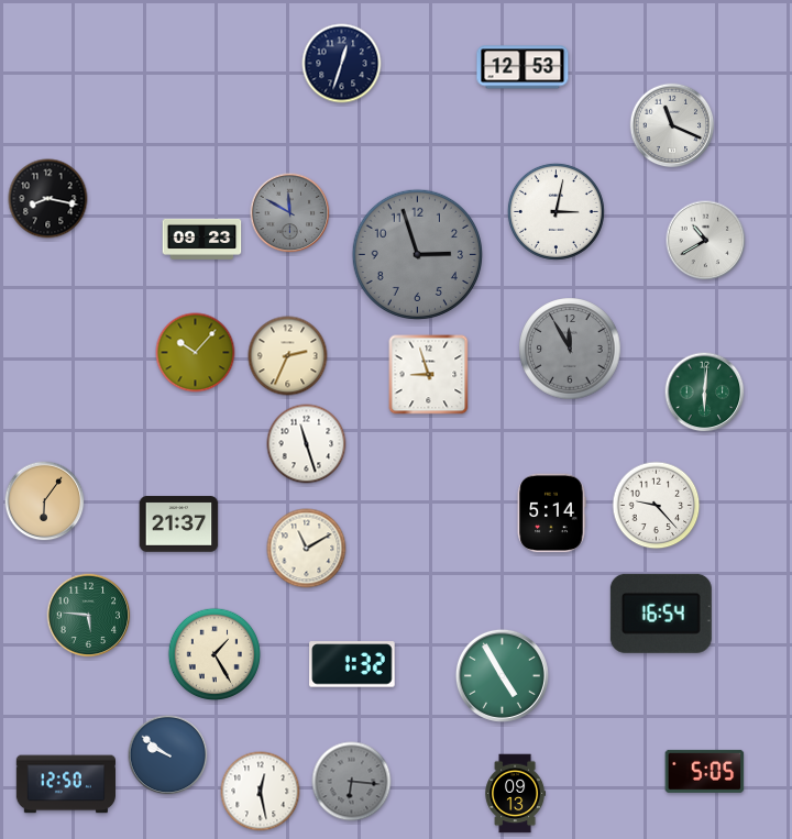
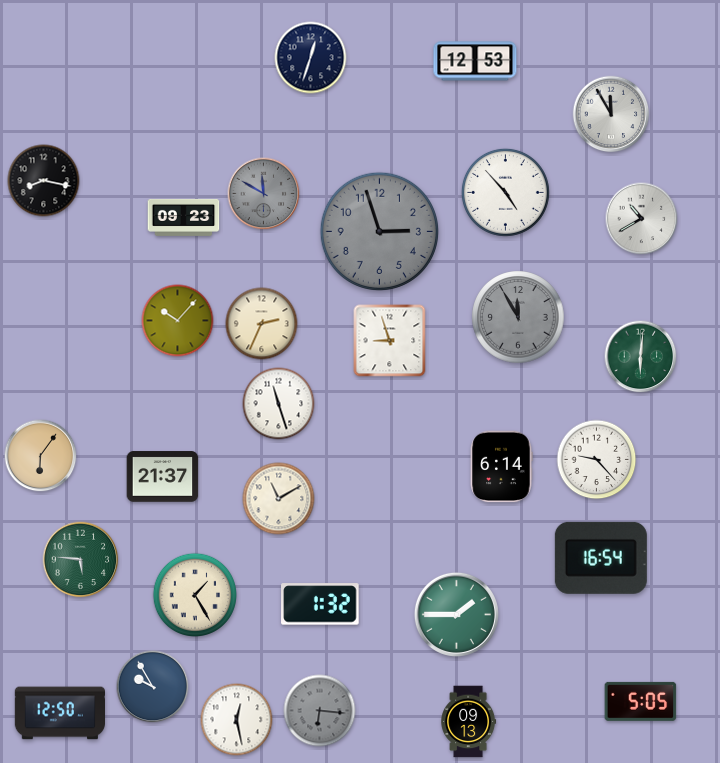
clock at (672, 125): 11:19 -> 11:55
clock at (555, 211): 3:02 -> 4:53
clock at (551, 514): 5:14 -> 6:14
clock at (502, 675): 4:55 -> 1:45
clock at (168, 755): 9:51 -> 9:55
